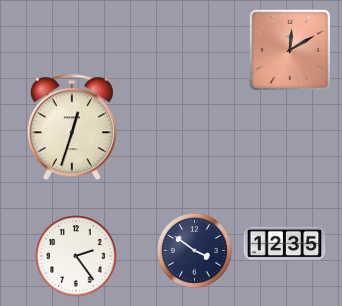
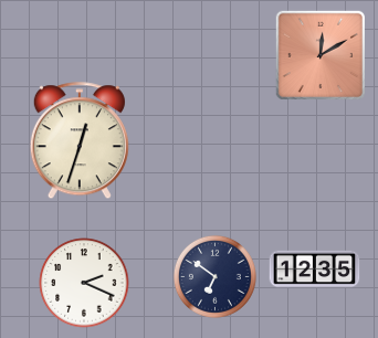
clock at (194, 250): 3:51 -> 6:51
clock at (76, 256): 2:24 -> 2:19
